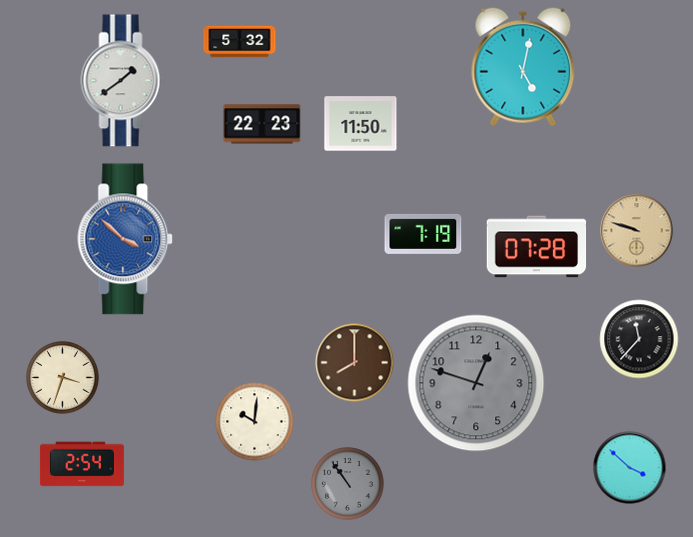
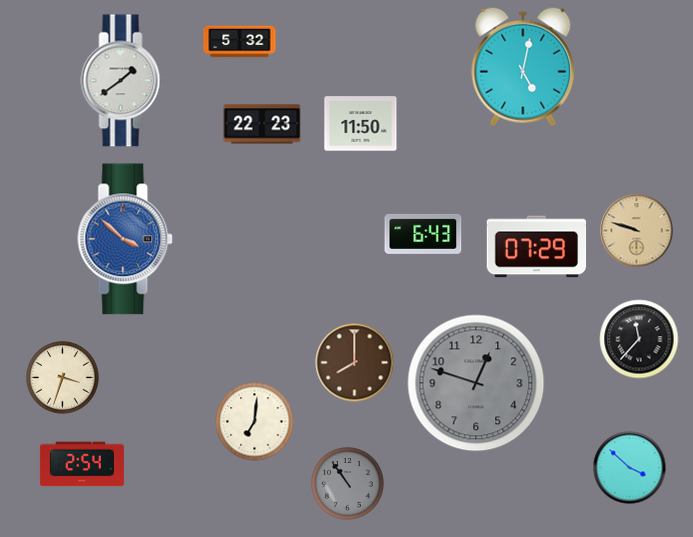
clock at (423, 234): 7:19 -> 6:43
clock at (537, 247): 07:28 -> 07:29
clock at (255, 422): 10:01 -> 7:01
